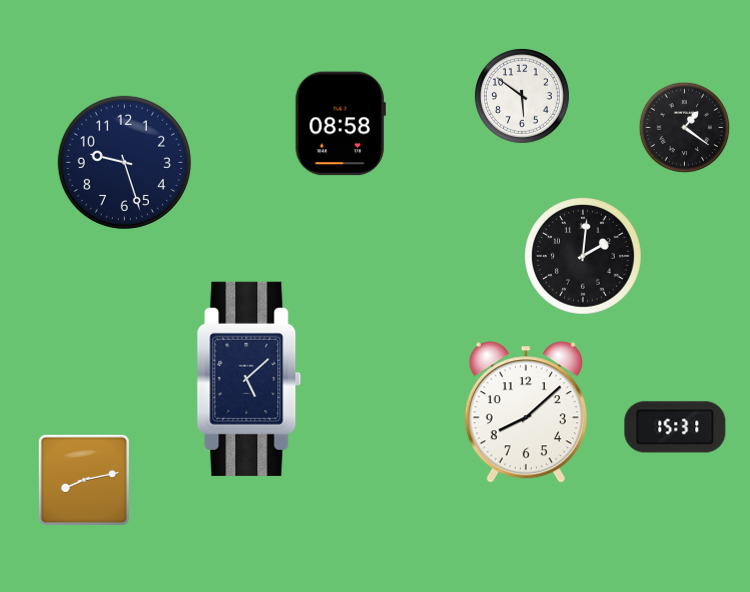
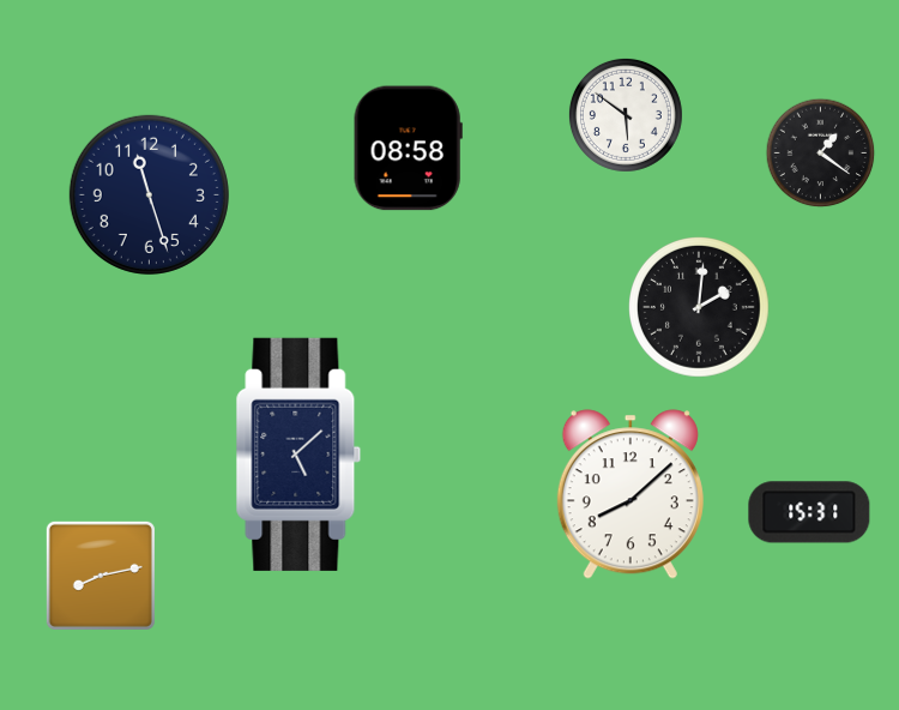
clock at (124, 162): 9:27 -> 11:27
